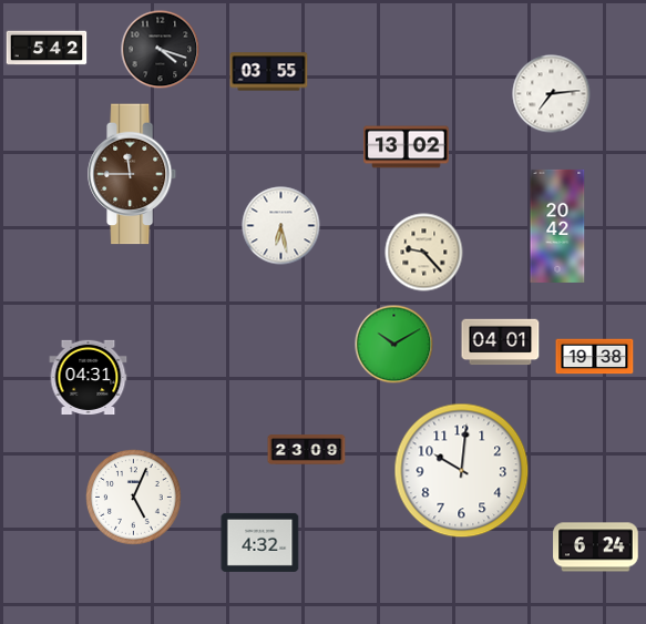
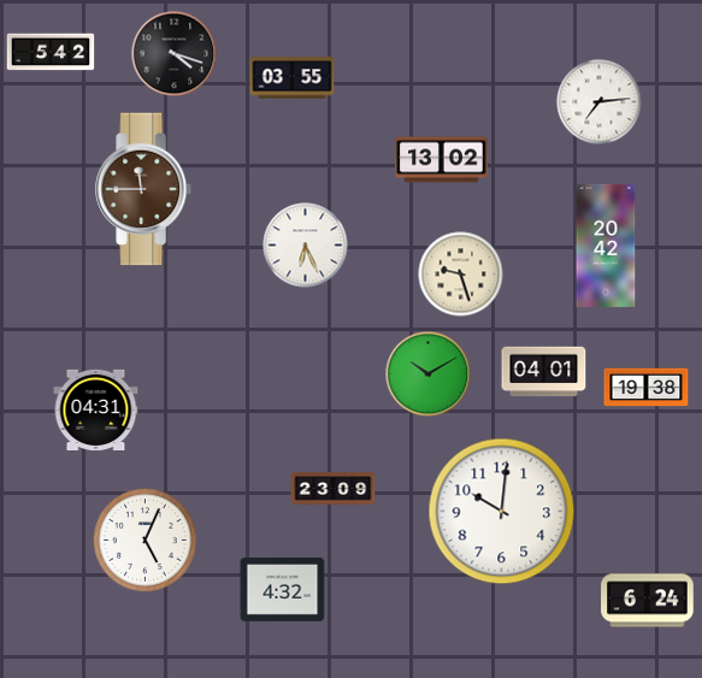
clock at (281, 226): 6:28 -> 6:26
clock at (424, 253): 9:23 -> 9:27
clock at (596, 548) position: (596, 548) -> (648, 601)
